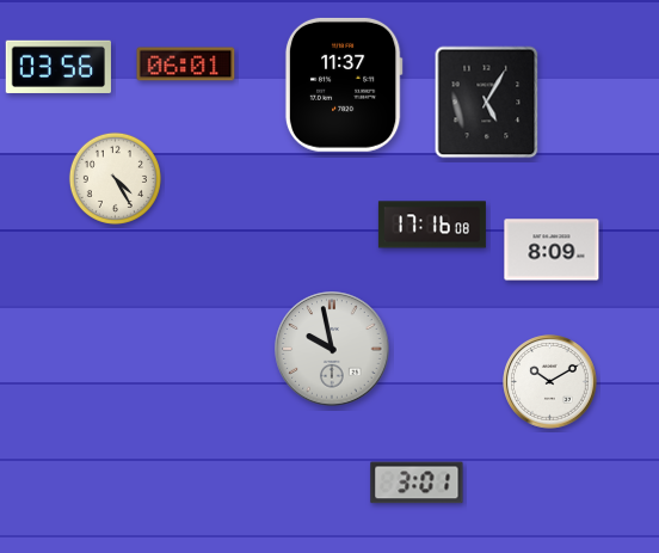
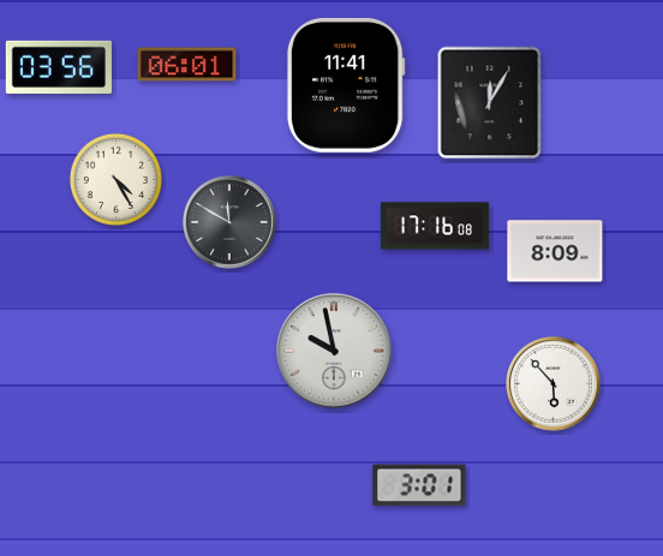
clock at (344, 85): 11:37 -> 11:41
clock at (487, 103): 5:05 -> 12:05
clock at (231, 223): none -> 11:50
clock at (550, 382): 10:10 -> 5:53
